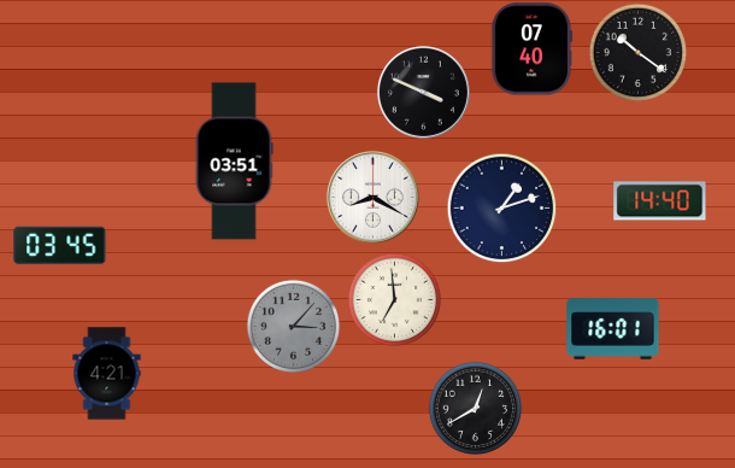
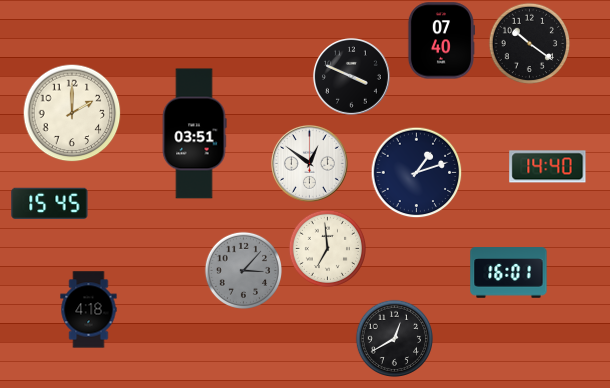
clock at (72, 113): none -> 2:00
clock at (372, 197): 8:20 -> 12:51
clock at (60, 246): 03:45 -> 15:45
clock at (107, 374): 4:21 -> 4:18
